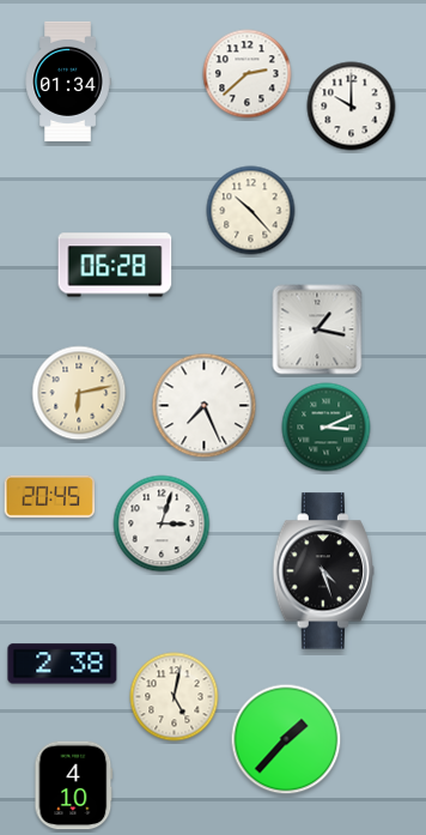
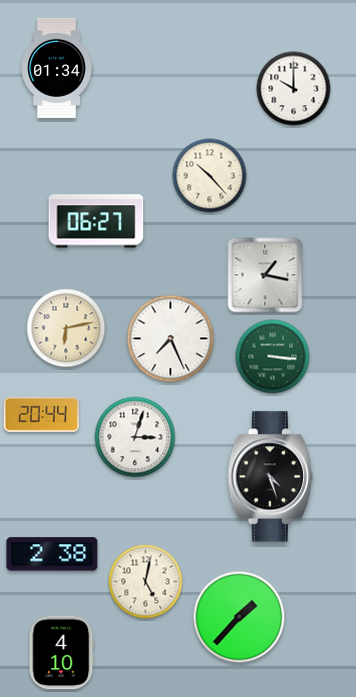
clock at (248, 74): 2:38 -> none
clock at (115, 265): 06:28 -> 06:27
clock at (327, 428): 3:11 -> 3:16
clock at (50, 496): 20:45 -> 20:44
clock at (74, 786) position: (74, 786) -> (62, 653)
